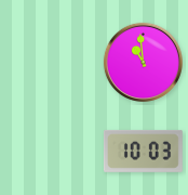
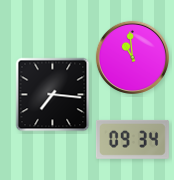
clock at (53, 95): none -> 7:16
clock at (143, 151): 10:03 -> 09:34
